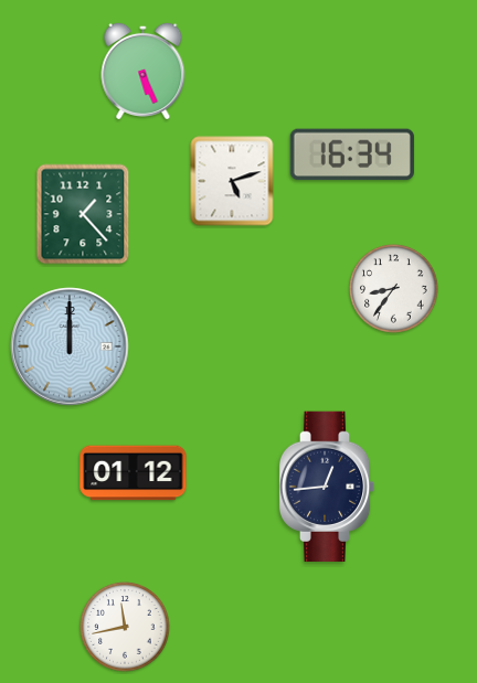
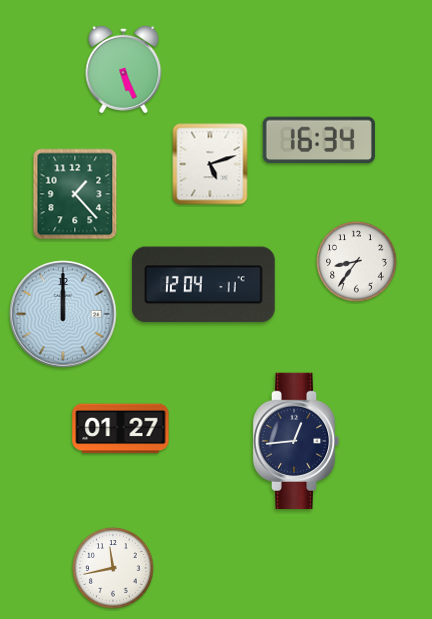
clock at (144, 71) position: (144, 71) -> (124, 69)
clock at (203, 285): none -> 12:04
clock at (134, 473): 01:12 -> 01:27
